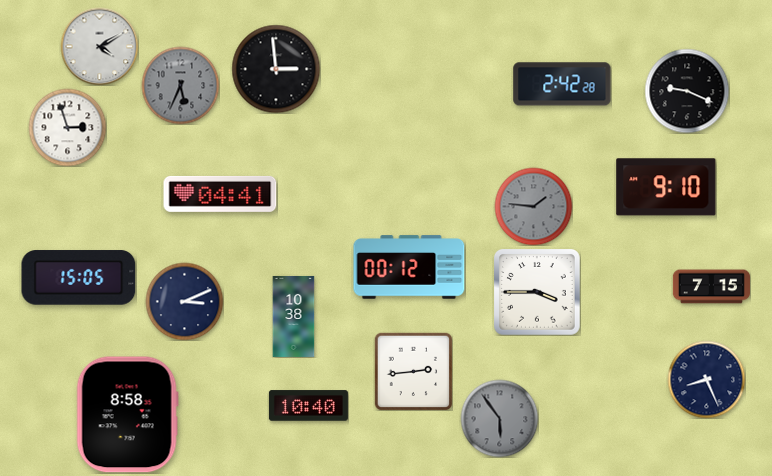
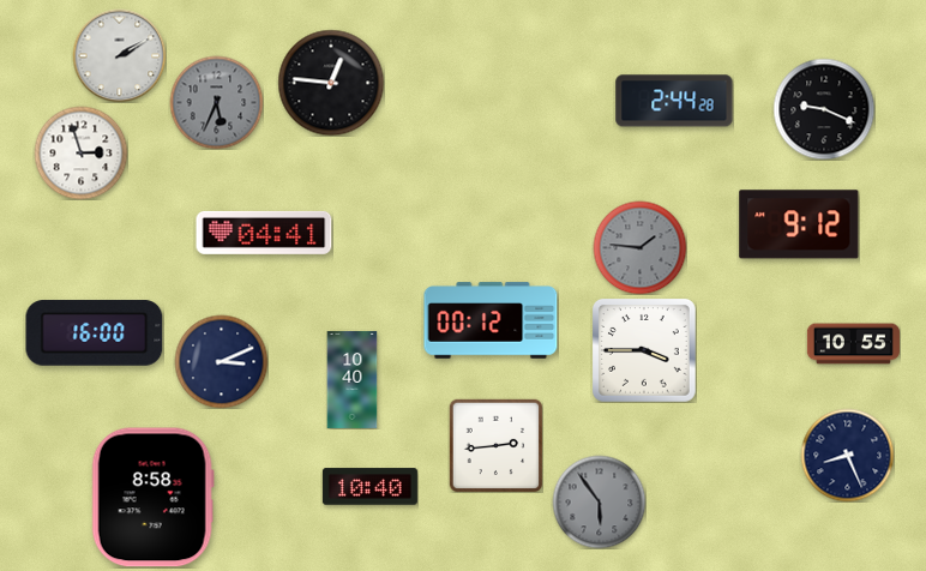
clock at (99, 46): 4:10 -> 2:10
clock at (276, 69): 2:59 -> 12:46
clock at (562, 84): 2:42 -> 2:44
clock at (666, 187): 9:10 -> 9:12
clock at (79, 278): 15:05 -> 16:00
clock at (711, 287): 7:15 -> 10:55
clock at (294, 316): 10:38 -> 10:40
